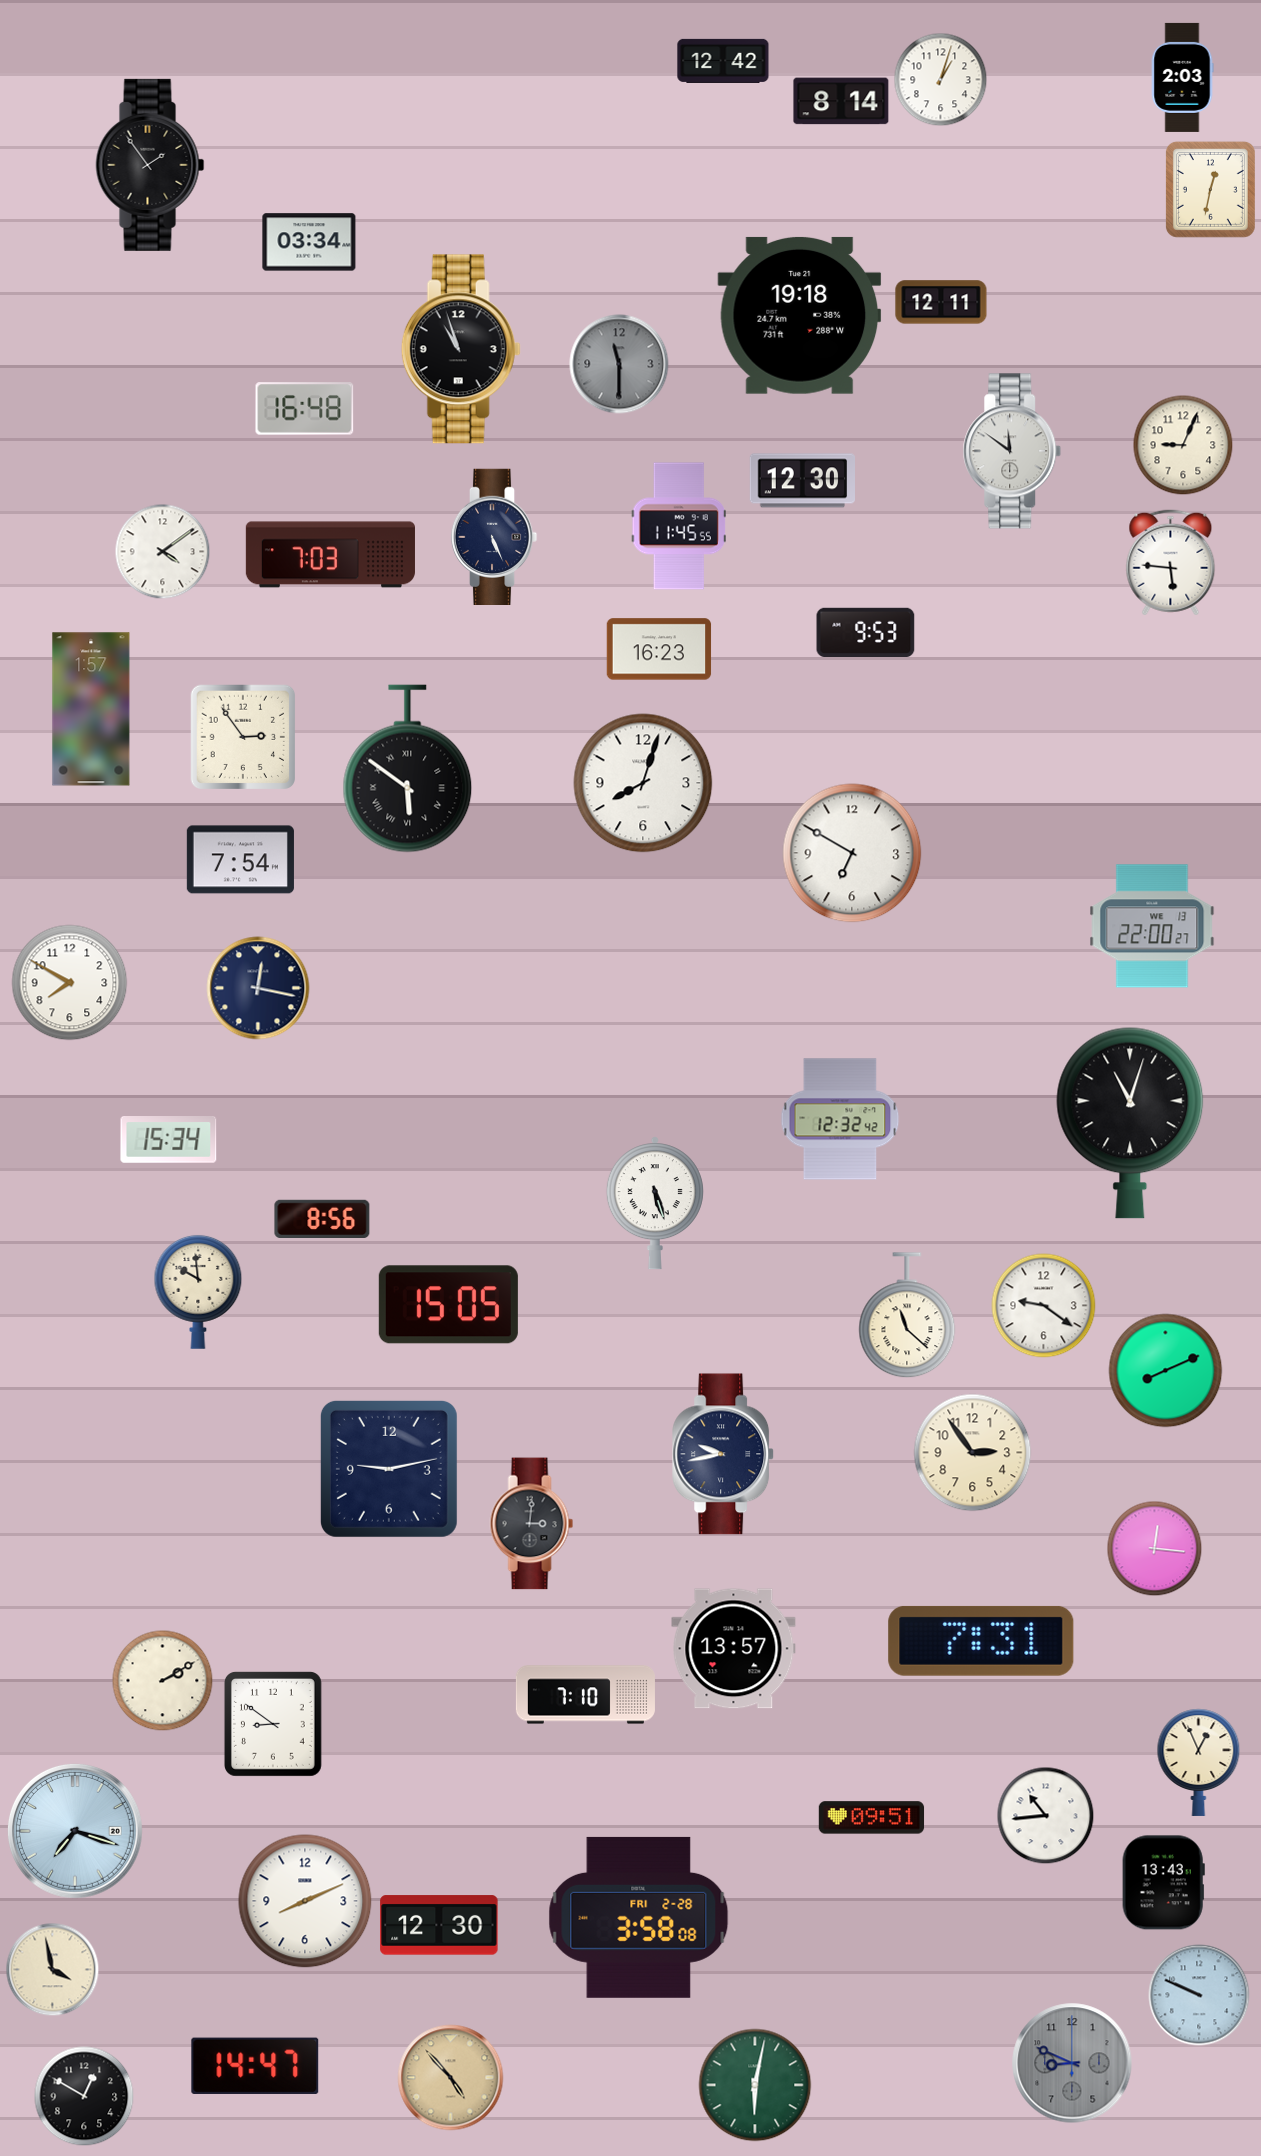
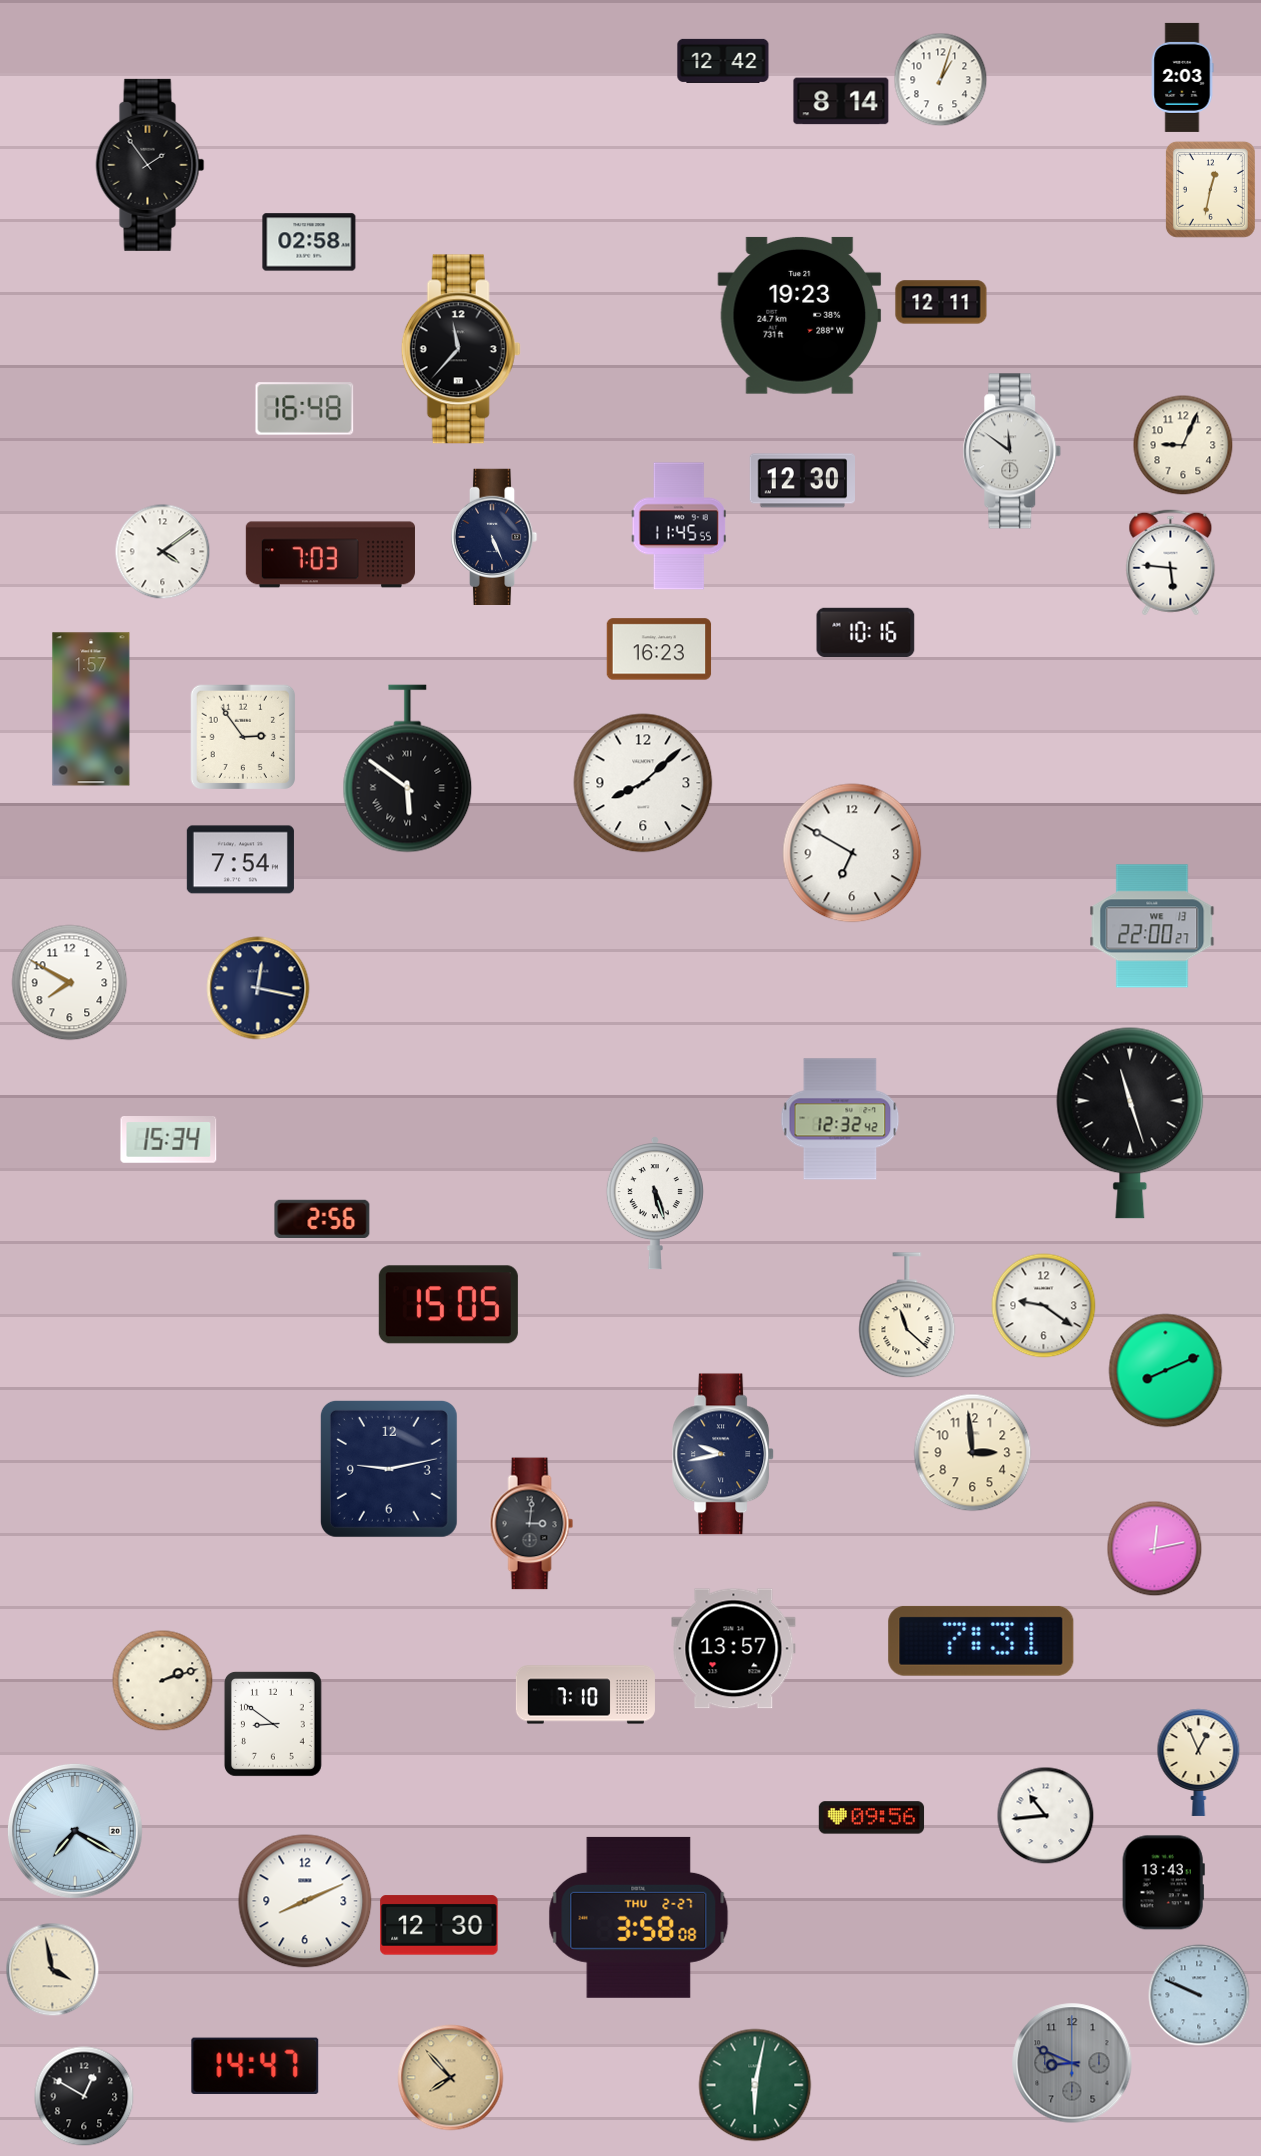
clock at (309, 242): 03:34 -> 02:58
clock at (800, 315): 19:18 -> 19:23
clock at (461, 349): 10:57 -> 11:37
clock at (619, 364): 11:30 -> none
clock at (866, 632): 9:53 -> 10:16
clock at (643, 783): 8:03 -> 8:08
clock at (1130, 1123): 11:03 -> 11:27
clock at (322, 1218): 8:56 -> 2:56
clock at (198, 1292): 9:59 -> none
clock at (973, 1453): 2:54 -> 2:59
clock at (1155, 1549): 12:16 -> 12:13
clock at (163, 1681): 2:10 -> 2:12
clock at (872, 1818): 09:51 -> 09:56
clock at (75, 1831): 7:18 -> 7:20
clock at (639, 1917) date: FRI 2-28 -> THU 2-27
clock at (451, 2078): 4:53 -> 7:53
